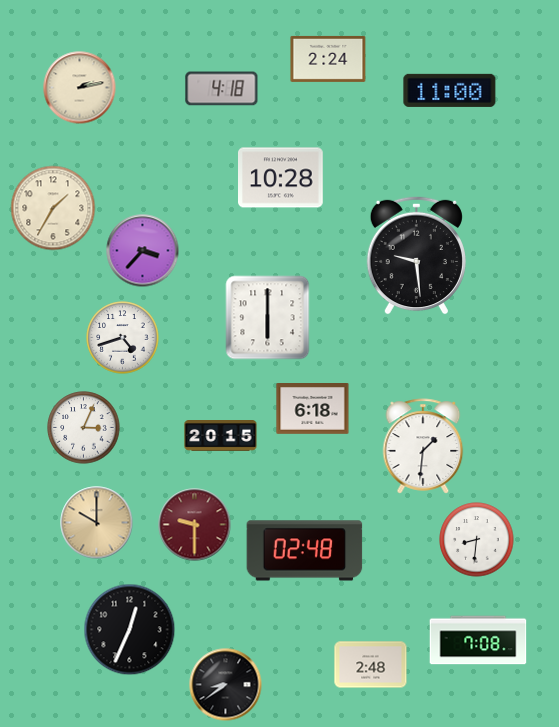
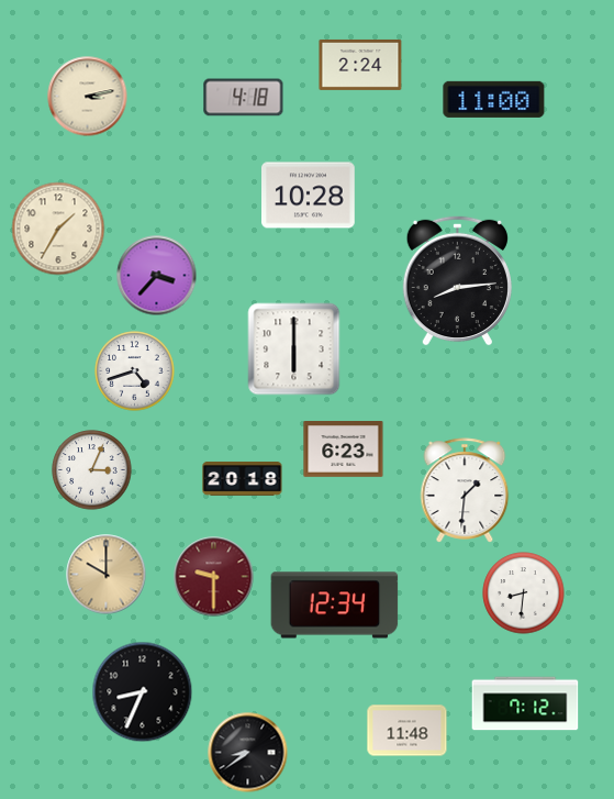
clock at (80, 88): 2:13 -> 3:13
clock at (416, 255): 9:29 -> 8:14
clock at (313, 409): 6:18 -> 6:23
clock at (221, 436): 20:15 -> 20:18
clock at (305, 551): 02:48 -> 12:34
clock at (130, 630): 12:34 -> 8:34
clock at (478, 640): 7:08 -> 7:12
clock at (371, 665): 2:48 -> 11:48
